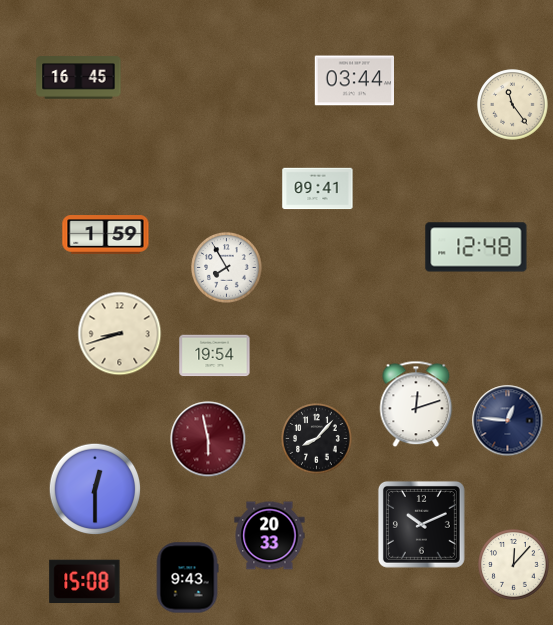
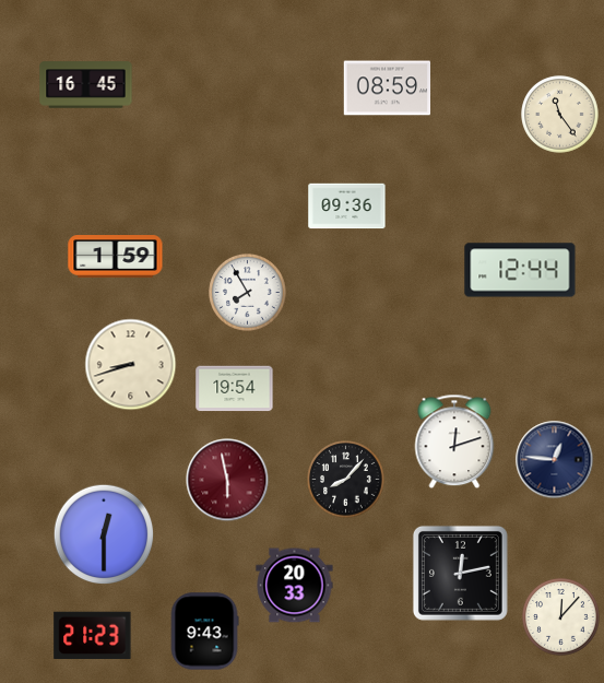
clock at (354, 81): 03:44 -> 08:59
clock at (318, 189): 09:41 -> 09:36
clock at (476, 247): 12:48 -> 12:44
clock at (421, 524): 10:11 -> 12:13
clock at (85, 581): 15:08 -> 21:23
